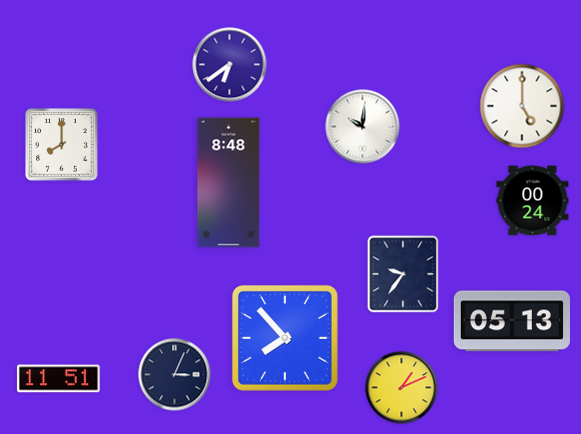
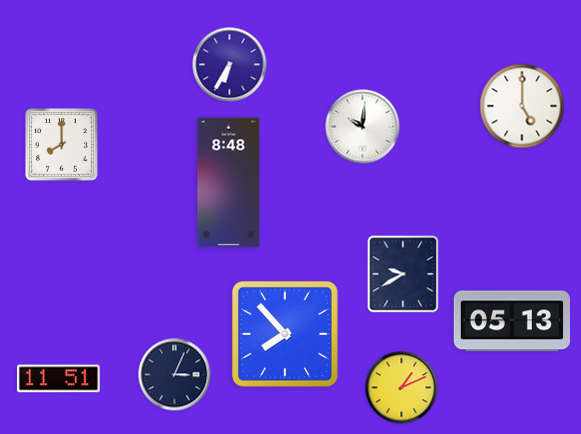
clock at (230, 65): 6:39 -> 6:35
clock at (533, 201): 00:24 -> none
clock at (403, 274): 9:36 -> 9:40
clock at (285, 338) position: (285, 338) -> (285, 334)
